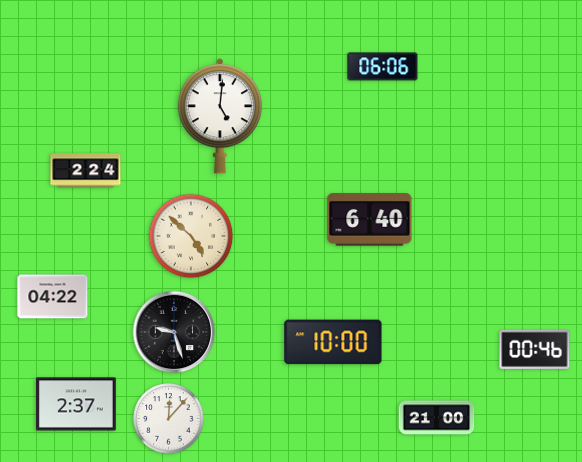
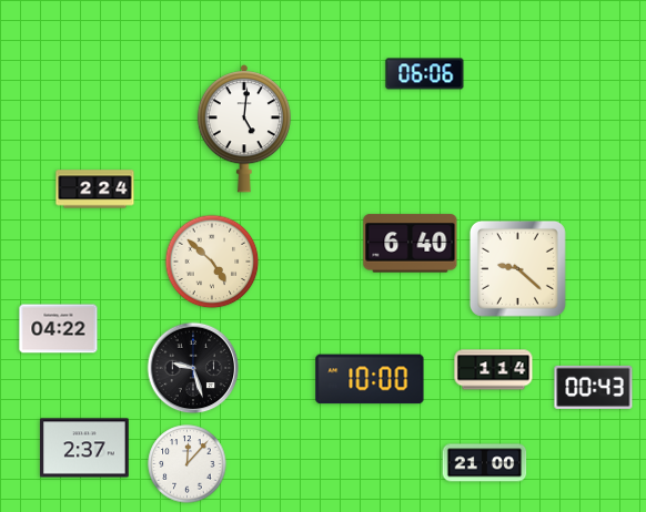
clock at (517, 268): none -> 9:22
clock at (494, 370): none -> 1:14
clock at (535, 349): 00:46 -> 00:43
